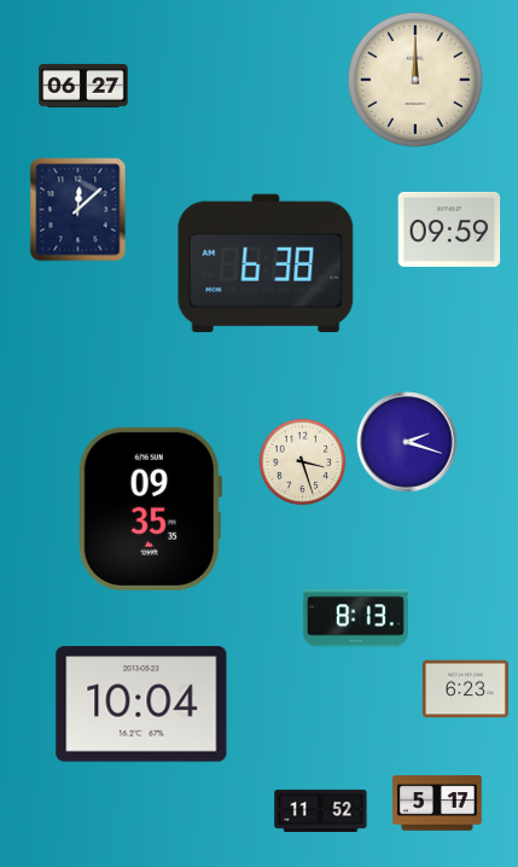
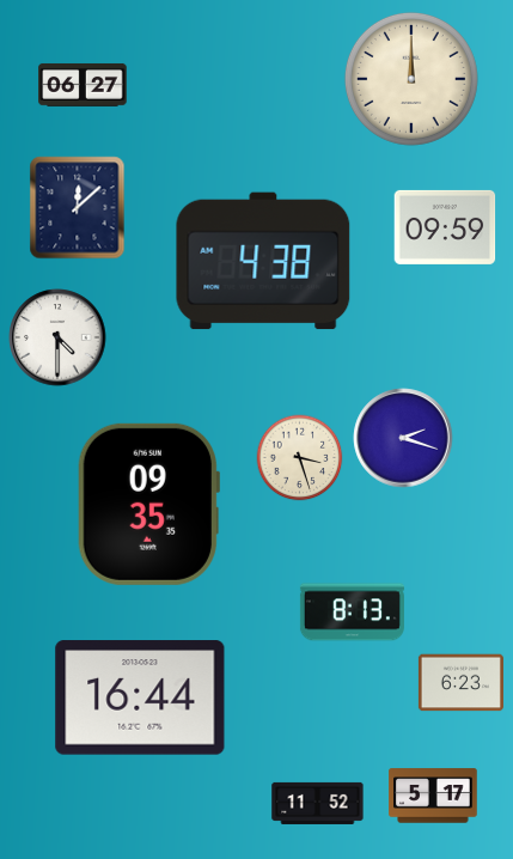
clock at (266, 263): 6:38 -> 4:38
clock at (57, 337): none -> 4:30
clock at (141, 704): 10:04 -> 16:44
